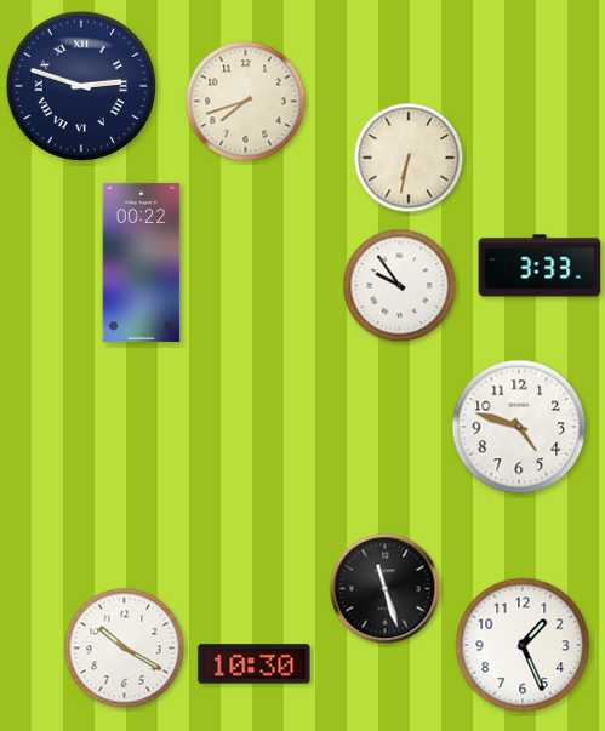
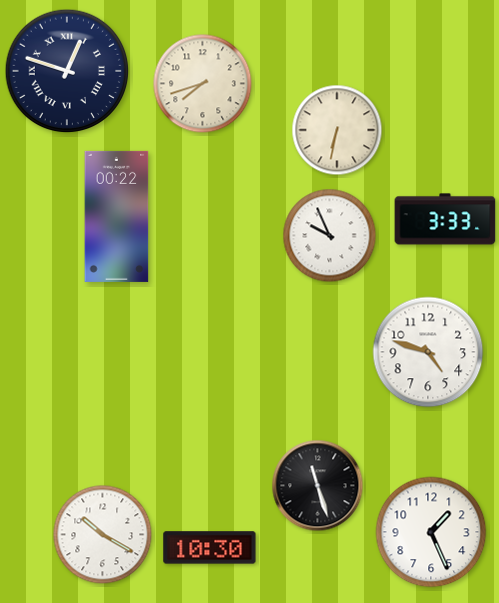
clock at (81, 86): 2:48 -> 12:48
clock at (400, 286): 9:54 -> 9:56
